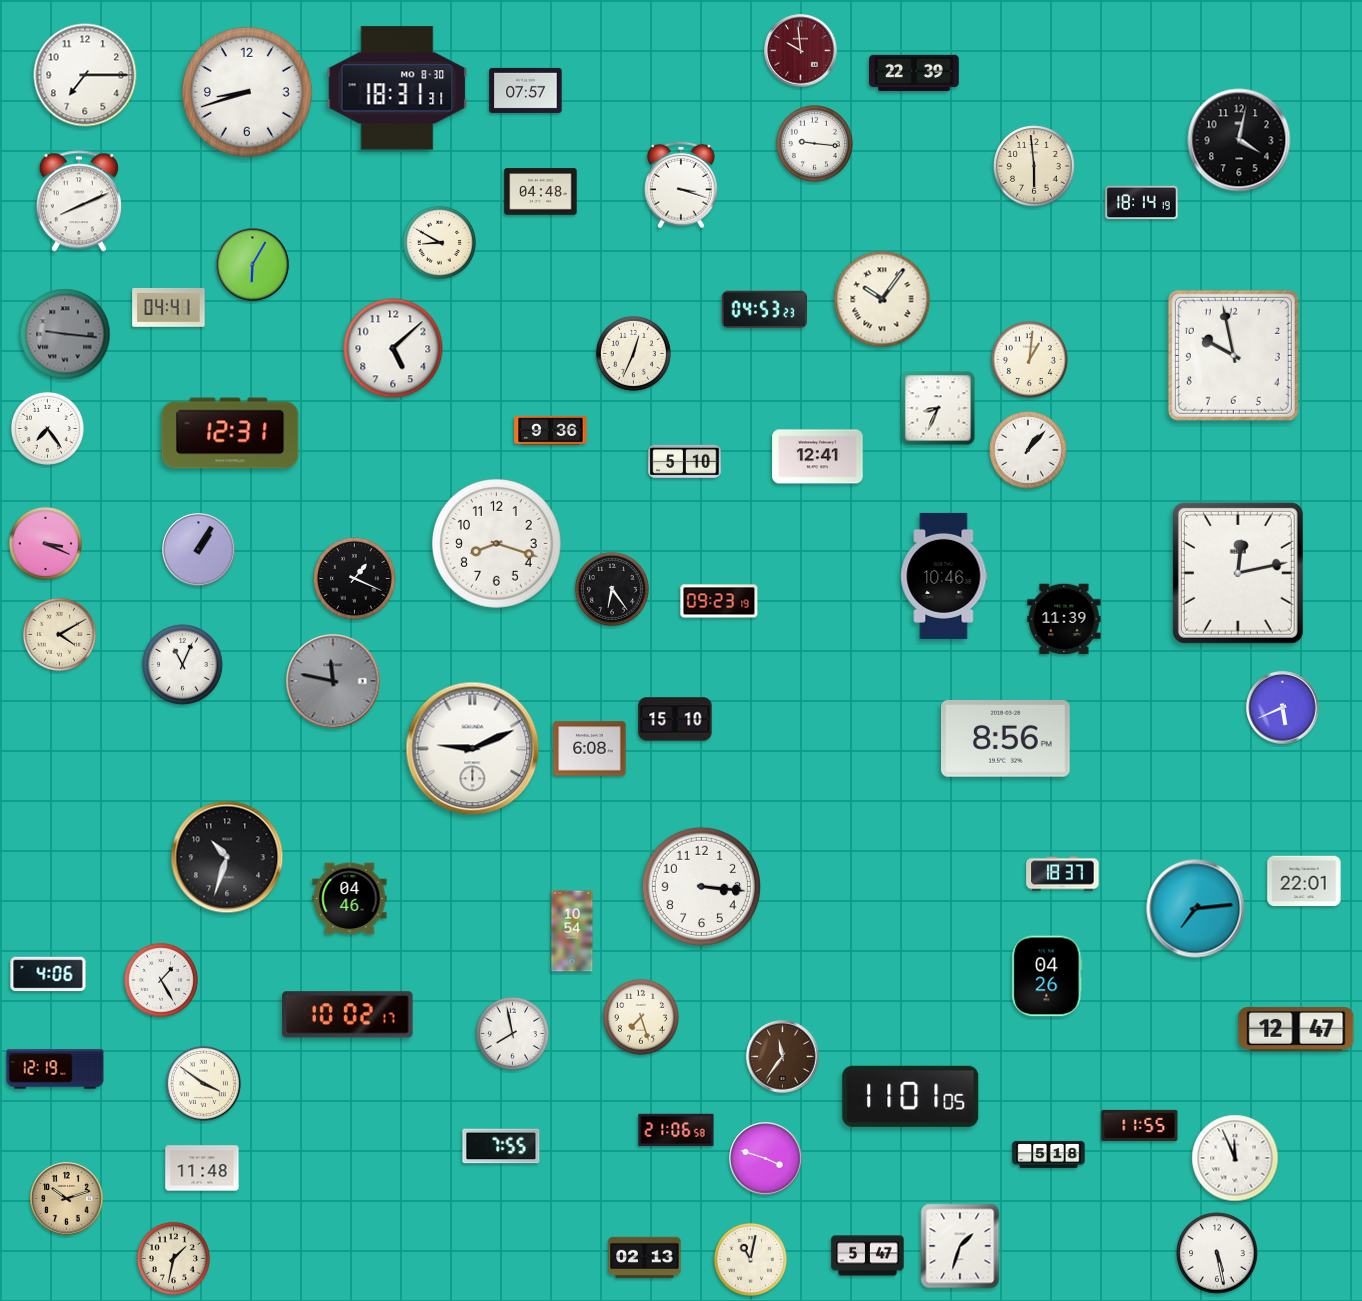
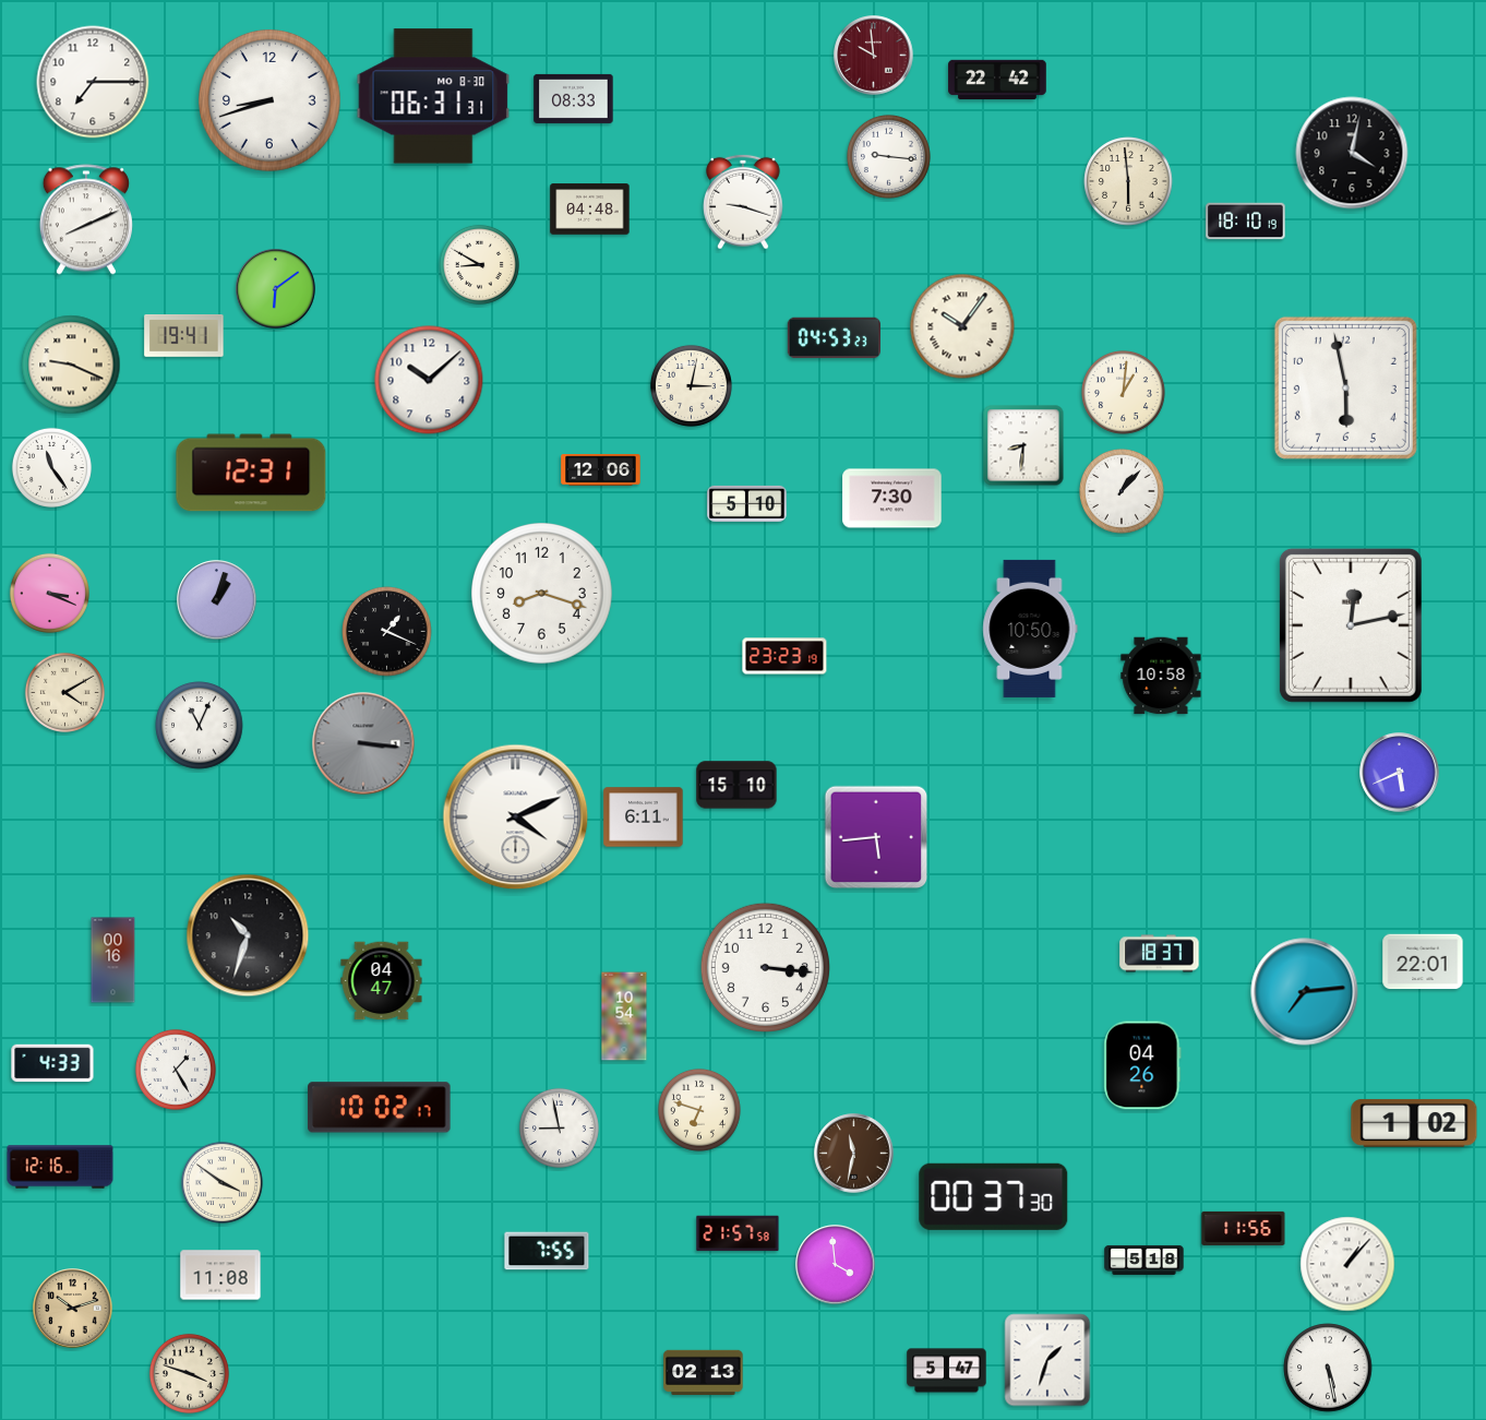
clock at (914, 73): 22:39 -> 22:42
clock at (397, 88): 18:31 -> 06:31
clock at (526, 90): 07:57 -> 08:33
clock at (682, 185): 3:18 -> 9:18
clock at (1142, 203): 18:14 -> 18:10
clock at (253, 265): 6:05 -> 6:09
clock at (169, 308): 04:41 -> 19:41
clock at (65, 334): 9:16 -> 9:19
clock at (65, 334) dial: grey -> cream
clock at (393, 348): 5:08 -> 10:08
clock at (633, 353): 12:34 -> 3:02
clock at (1233, 355): 9:58 -> 5:58
clock at (938, 408): 8:34 -> 8:31
clock at (47, 428): 7:24 -> 11:24
clock at (551, 431): 9:36 -> 12:06
clock at (818, 457): 12:41 -> 7:30
clock at (199, 550): 1:05 -> 1:03
clock at (944, 576): 10:46 -> 10:50
clock at (612, 589): 6:24 -> none
clock at (719, 601): 09:23 -> 23:23
clock at (1064, 619): 11:39 -> 10:58
clock at (333, 681): 11:47 -> 3:16
clock at (1006, 739): 8:56 -> none
clock at (473, 749): 9:11 -> 4:11
clock at (590, 749): 6:08 -> 6:11
clock at (876, 837): none -> 5:44
clock at (113, 960): none -> 00:16
clock at (350, 899): 04:46 -> 04:47
clock at (48, 974): 4:06 -> 4:33
clock at (641, 1017): 7:27 -> 6:48
clock at (1296, 1029): 12:47 -> 1:02
clock at (512, 1033): 7:58 -> 8:58
clock at (783, 1057): 11:36 -> 11:32
clock at (55, 1069): 12:19 -> 12:16
clock at (911, 1096): 11:01 -> 00:37
clock at (1140, 1125): 11:55 -> 11:56
clock at (676, 1130): 21:06 -> 21:57
clock at (1235, 1158): 11:56 -> 1:07
clock at (766, 1159): 3:48 -> 3:59
clock at (202, 1168): 11:48 -> 11:08
clock at (173, 1258): 1:32 -> 3:48
clock at (750, 1259): 11:02 -> none
